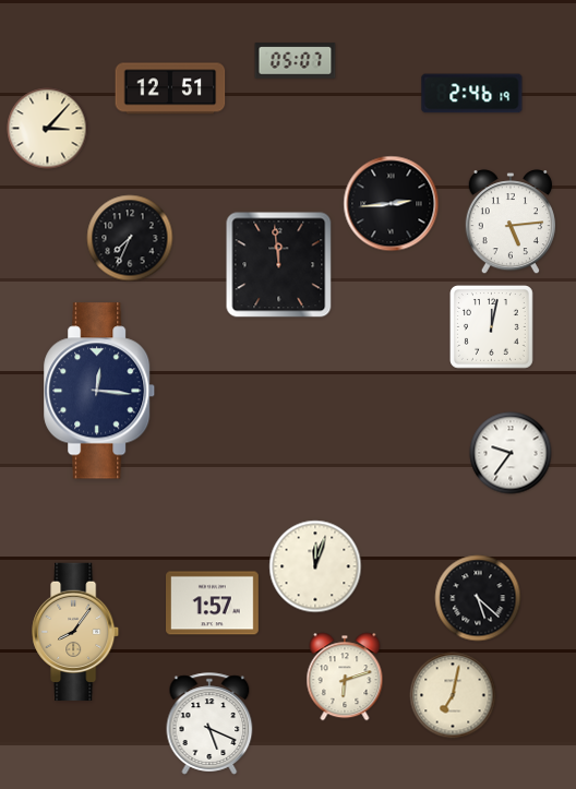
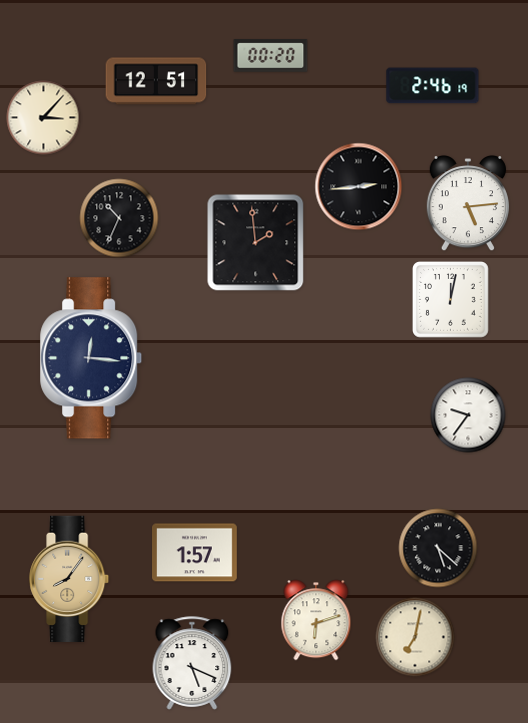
clock at (296, 61): 05:07 -> 00:20
clock at (130, 238): 7:34 -> 10:34
clock at (279, 265): 11:59 -> 1:59
clock at (315, 566): 12:03 -> none
